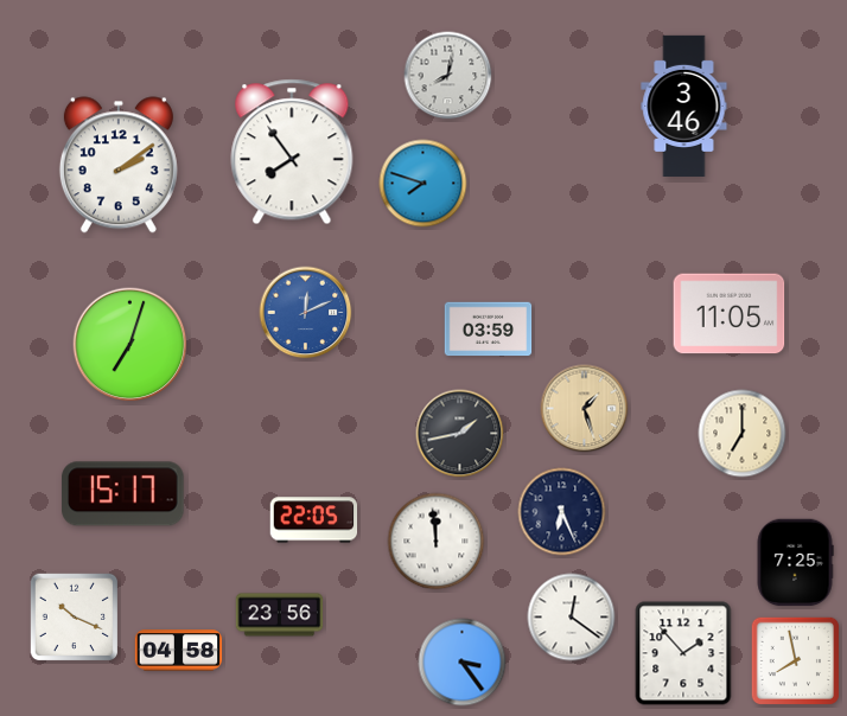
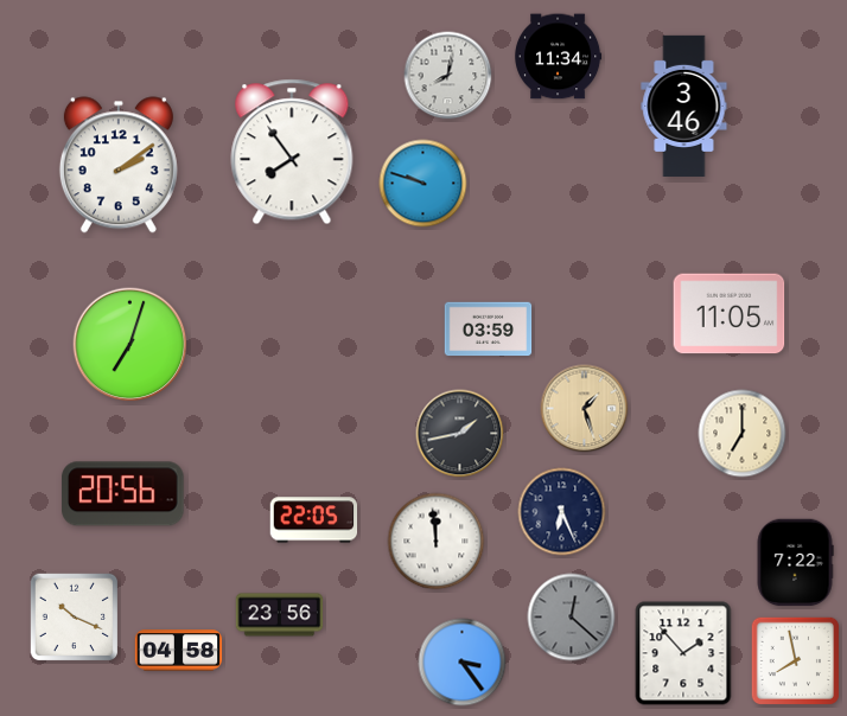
clock at (559, 57): none -> 11:34
clock at (423, 184): 7:48 -> 9:48
clock at (306, 313): 12:11 -> none
clock at (123, 494): 15:17 -> 20:56
clock at (795, 563): 7:25 -> 7:22
clock at (572, 618): 12:21 -> 12:22
clock at (572, 618) dial: white -> grey
